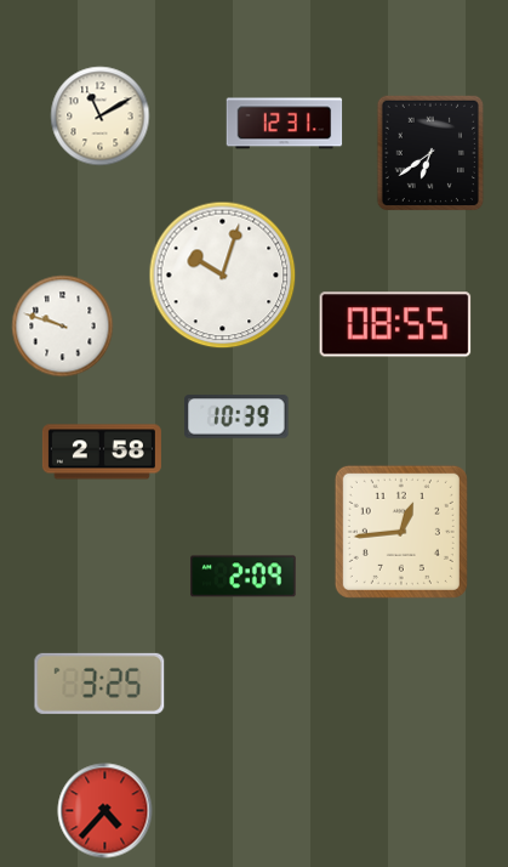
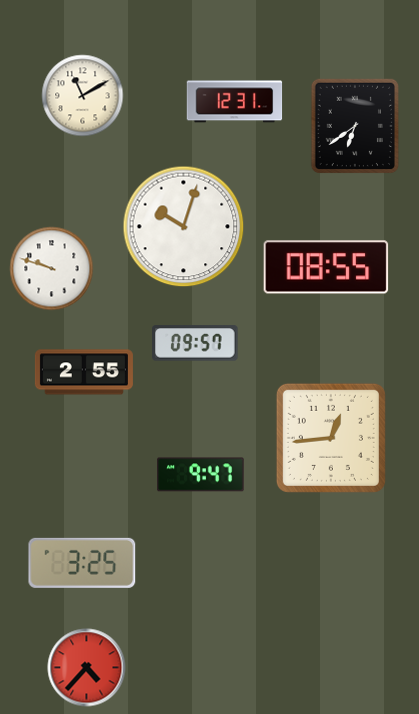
clock at (236, 416): 10:39 -> 09:57
clock at (102, 452): 2:58 -> 2:55
clock at (244, 577): 2:09 -> 9:47
